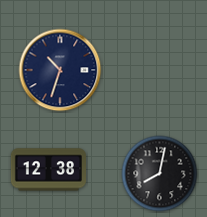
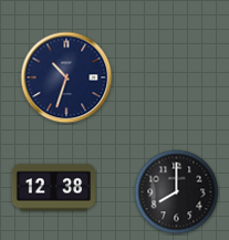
clock at (160, 174): 8:02 -> 8:00
